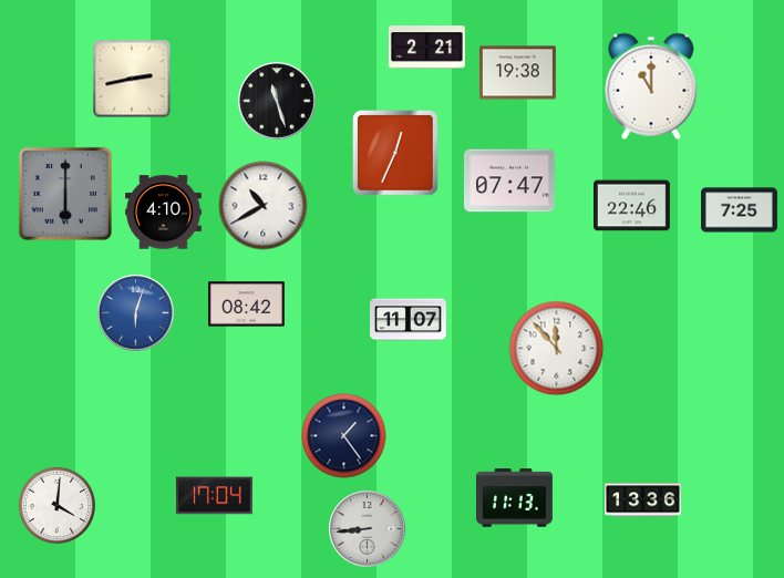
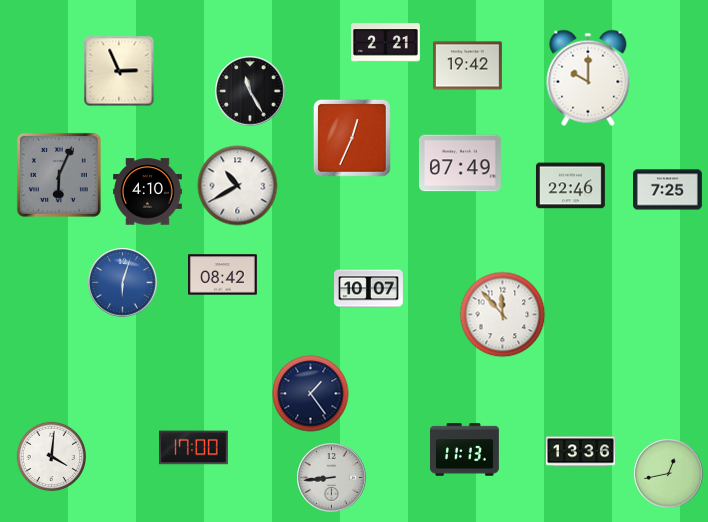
clock at (517, 73): 19:38 -> 19:42
clock at (132, 79): 2:43 -> 2:56
clock at (651, 86): 11:00 -> 10:00
clock at (277, 101): 11:27 -> 11:25
clock at (395, 153) position: (395, 153) -> (352, 138)
clock at (509, 180): 07:47 -> 07:49
clock at (65, 194): 6:00 -> 6:04
clock at (409, 320): 11:07 -> 10:07
clock at (215, 496): 17:04 -> 17:00
clock at (669, 474): none -> 12:43
